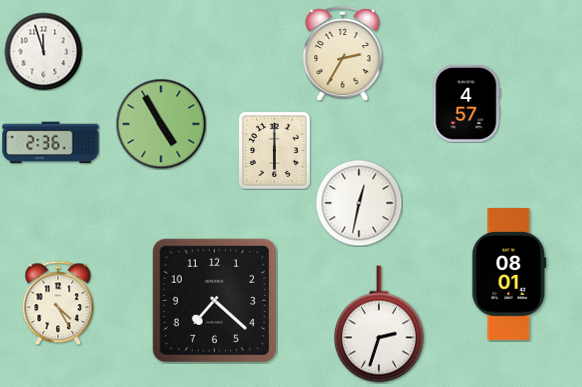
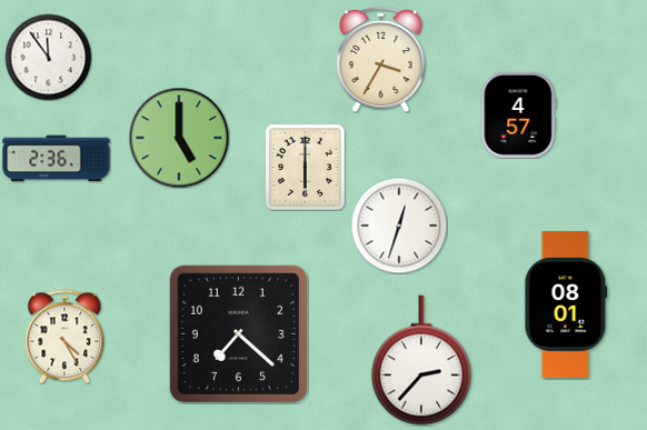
clock at (43, 51): 11:57 -> 11:54
clock at (343, 54): 2:35 -> 3:35
clock at (161, 124): 4:55 -> 5:00
clock at (359, 203): 12:32 -> 12:33
clock at (380, 324): 2:33 -> 2:37
